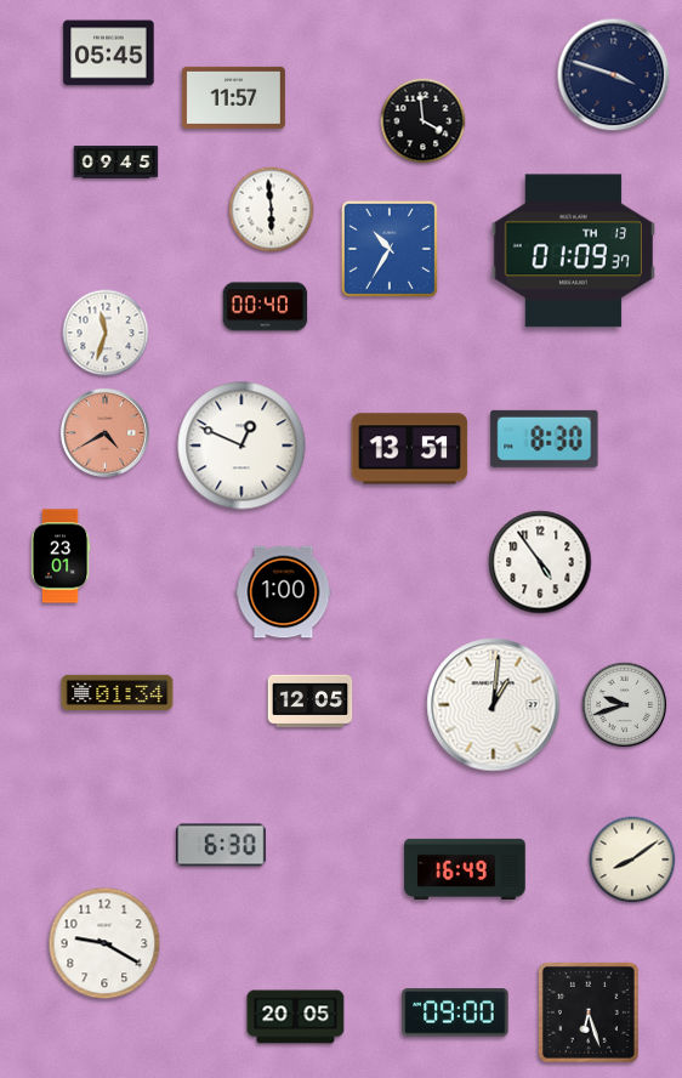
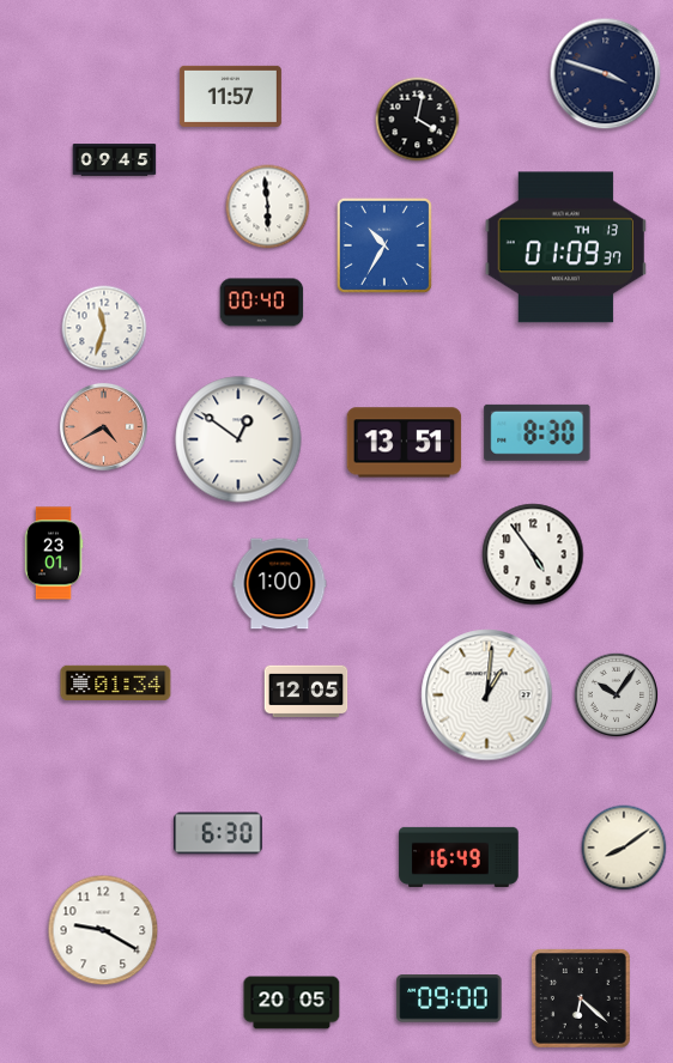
clock at (109, 53): 05:45 -> none
clock at (424, 121): 3:59 -> 4:02
clock at (241, 446): 12:49 -> 12:51
clock at (61, 556) position: (61, 556) -> (54, 553)
clock at (625, 705): 9:42 -> 10:06
clock at (589, 1012): 6:27 -> 6:22
